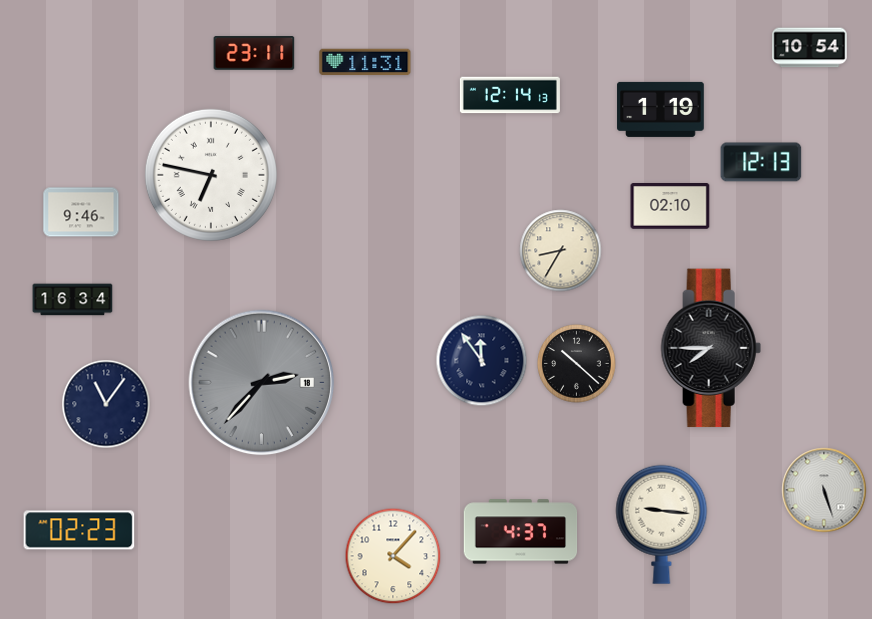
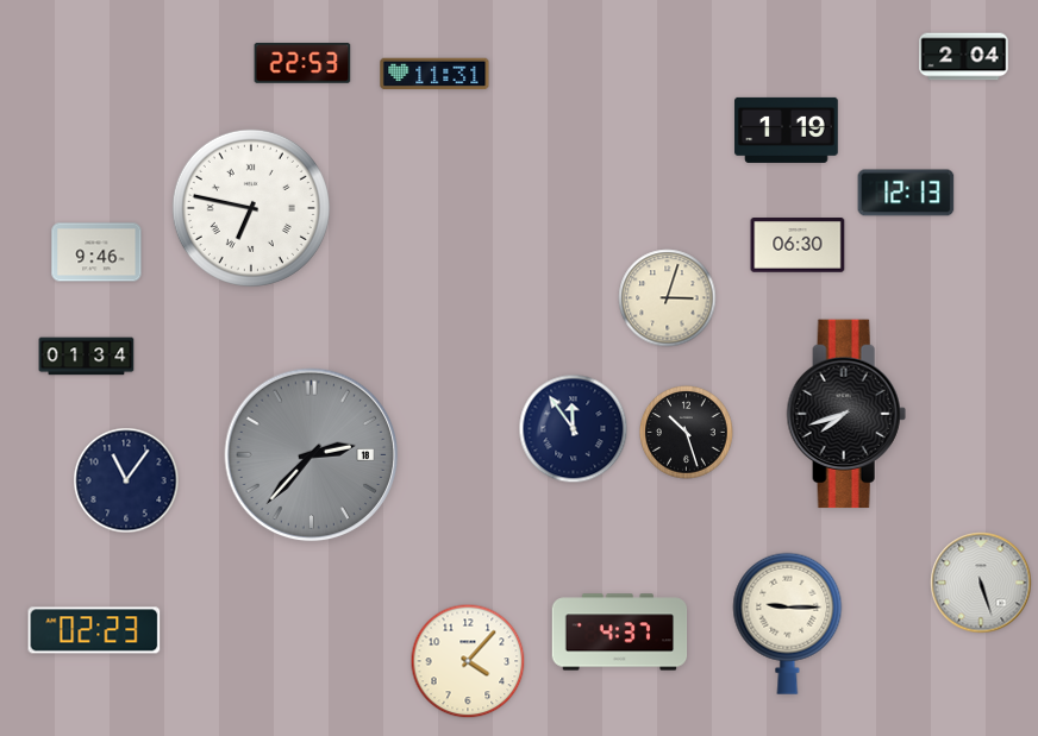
clock at (810, 48): 10:54 -> 2:04
clock at (254, 53): 23:11 -> 22:53
clock at (510, 95): 12:14 -> none
clock at (670, 206): 02:10 -> 06:30
clock at (561, 251): 8:35 -> 3:03
clock at (73, 300): 16:34 -> 01:34
clock at (711, 348): 7:45 -> 7:42
clock at (577, 364): 10:22 -> 10:27
clock at (662, 524): 9:16 -> 9:15
